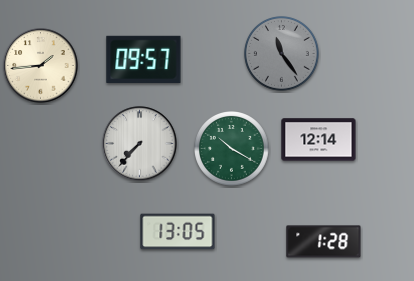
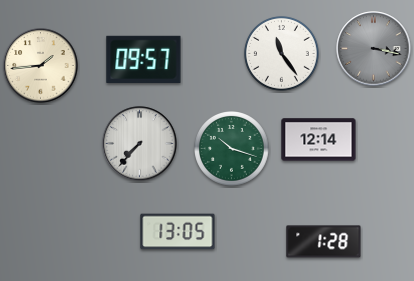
clock at (374, 49): none -> 3:17
clock at (282, 54) dial: grey -> white
clock at (232, 149): 10:20 -> 10:18
